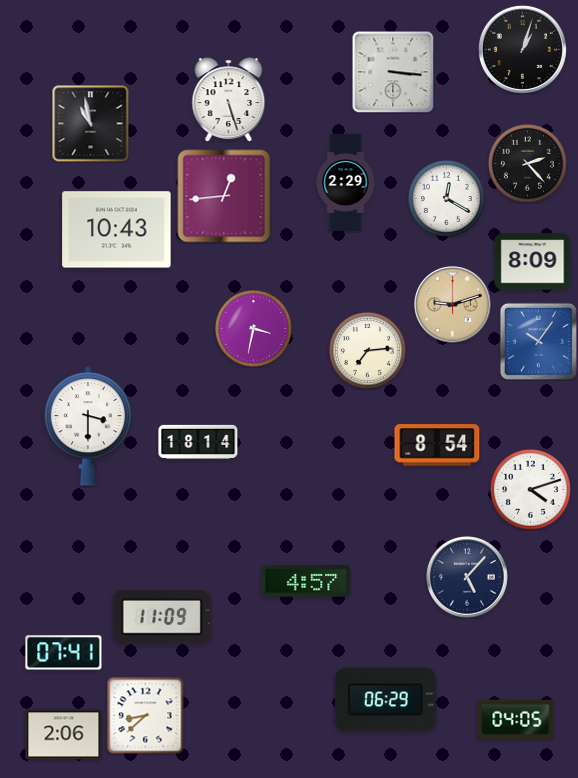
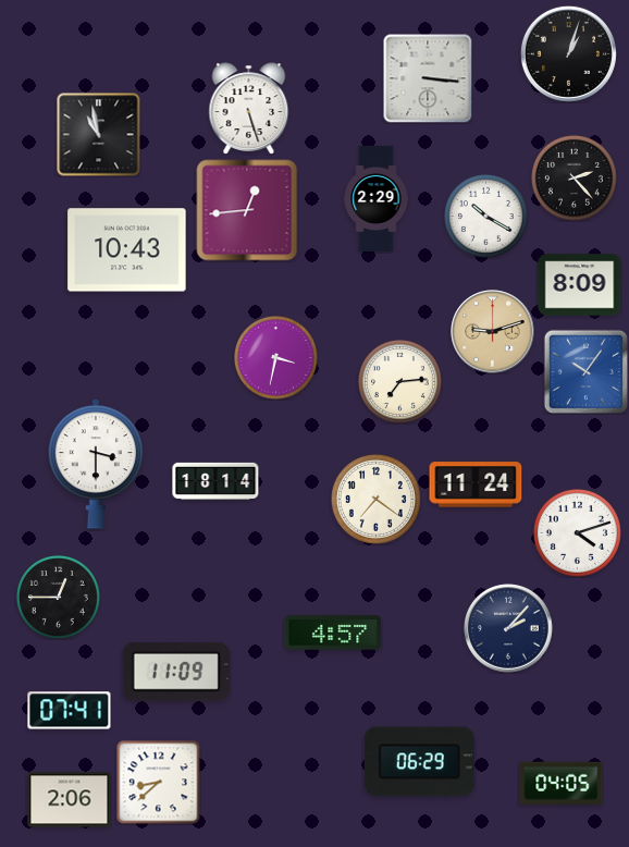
clock at (224, 196) position: (224, 196) -> (247, 210)
clock at (446, 198): 12:20 -> 10:20
clock at (437, 445): 8:54 -> 11:24
clock at (375, 499): none -> 7:21
clock at (58, 597): none -> 12:45
clock at (467, 577): 5:07 -> 2:07
clock at (145, 715) position: (145, 715) -> (158, 782)
